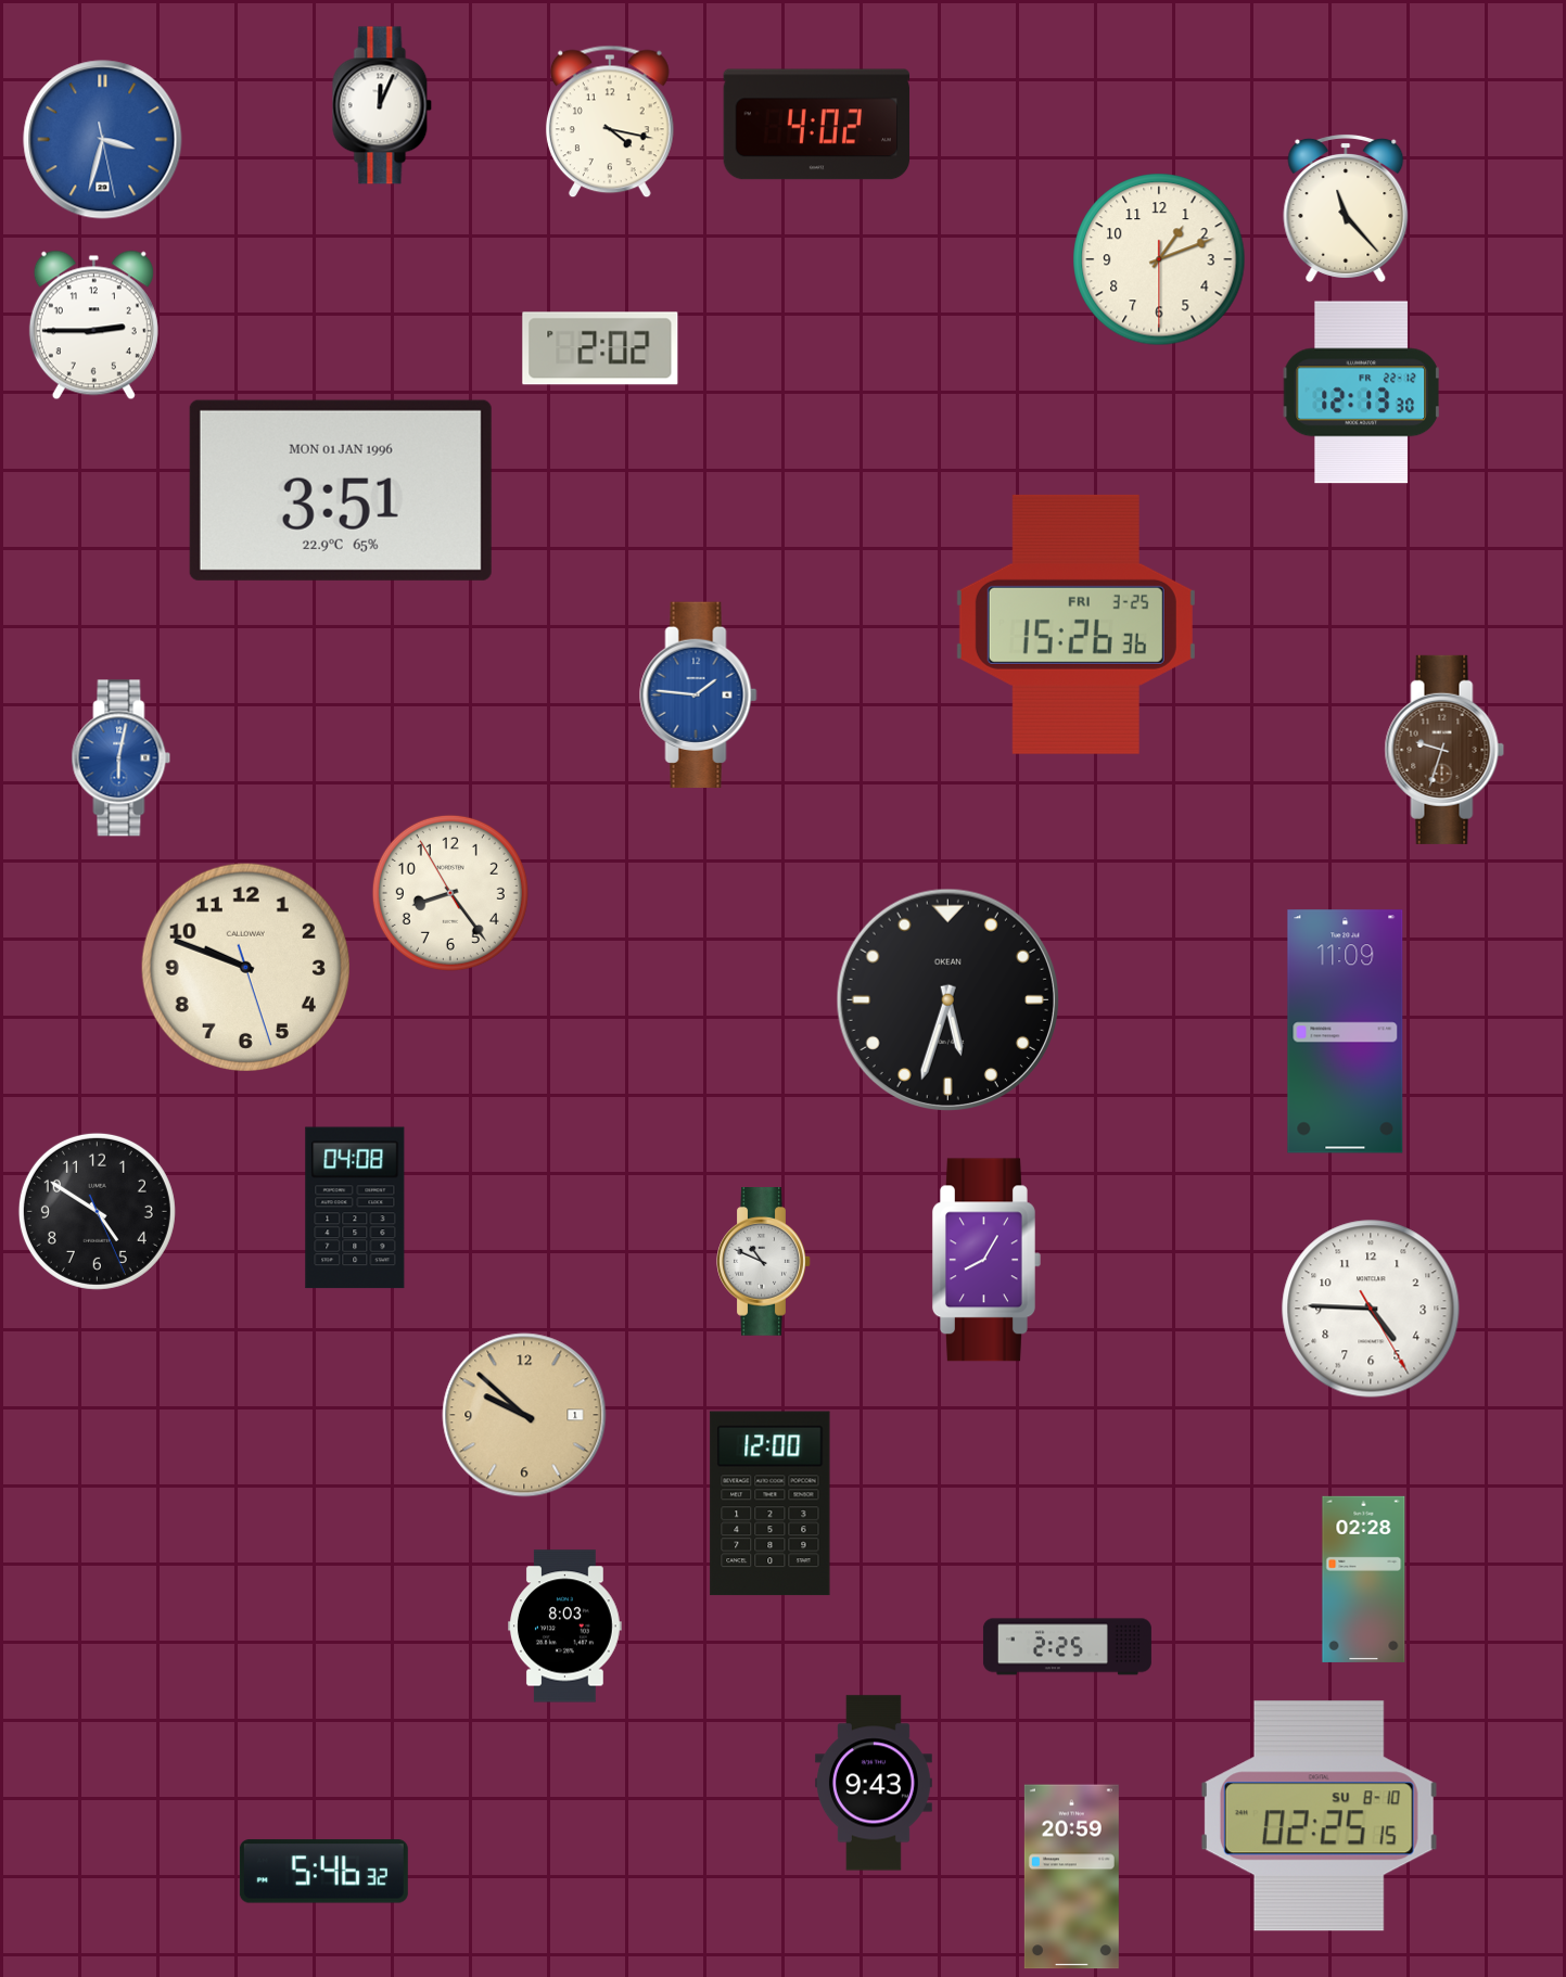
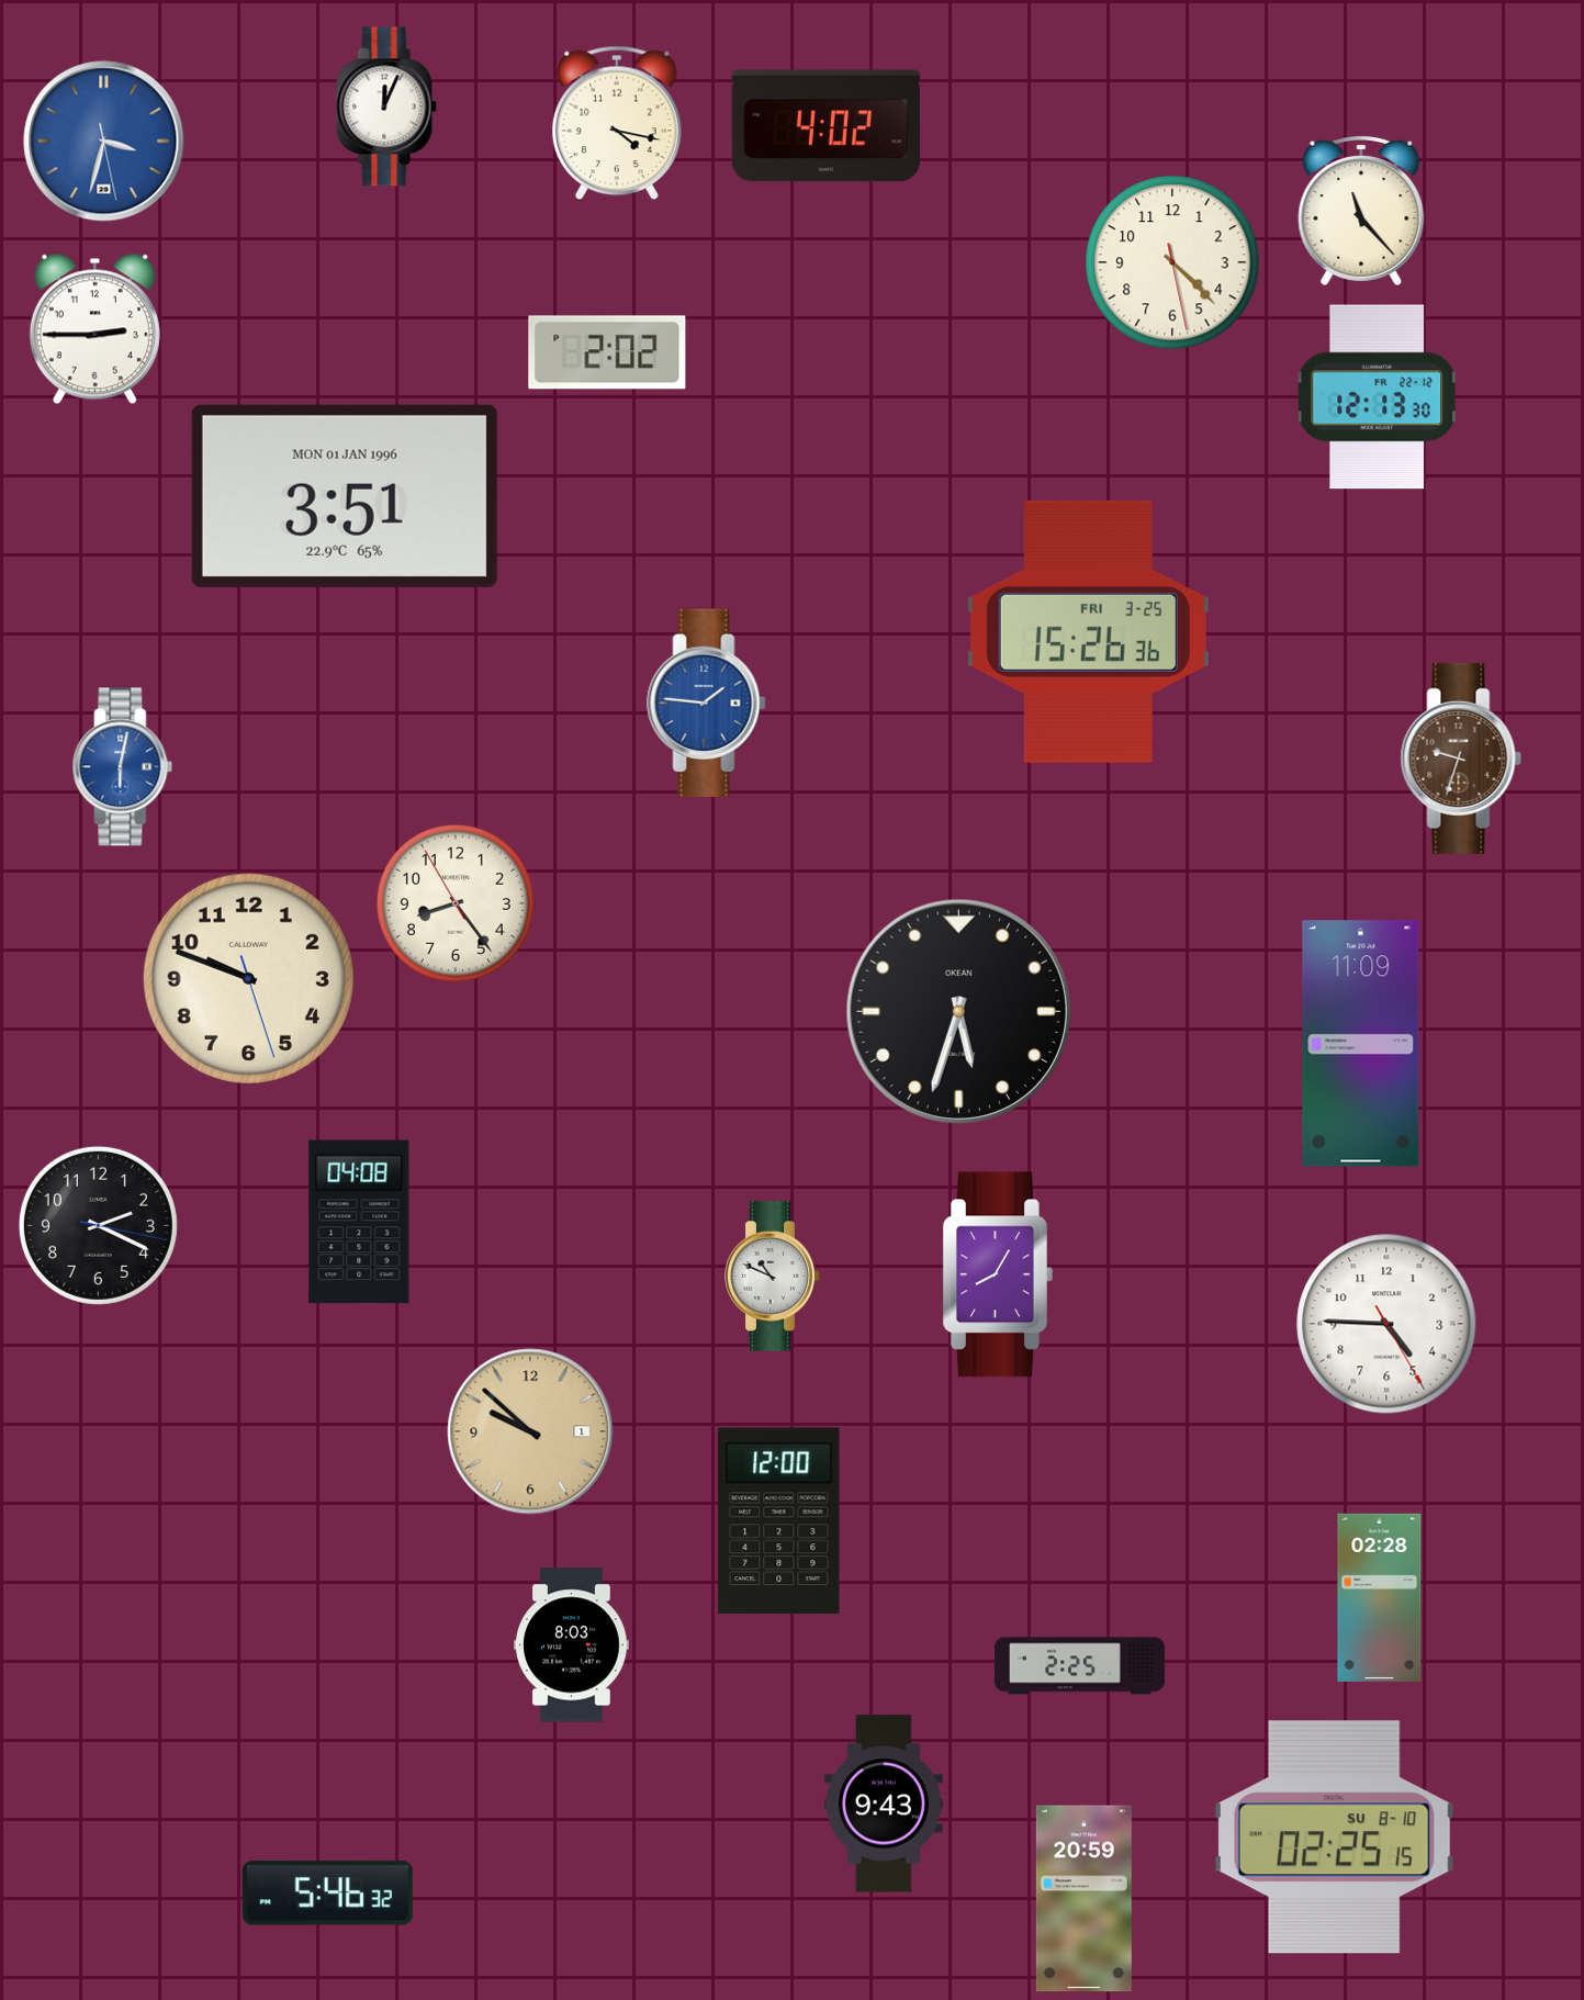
clock at (1159, 259): 1:11 -> 4:22
clock at (97, 1211): 4:50 -> 2:19
